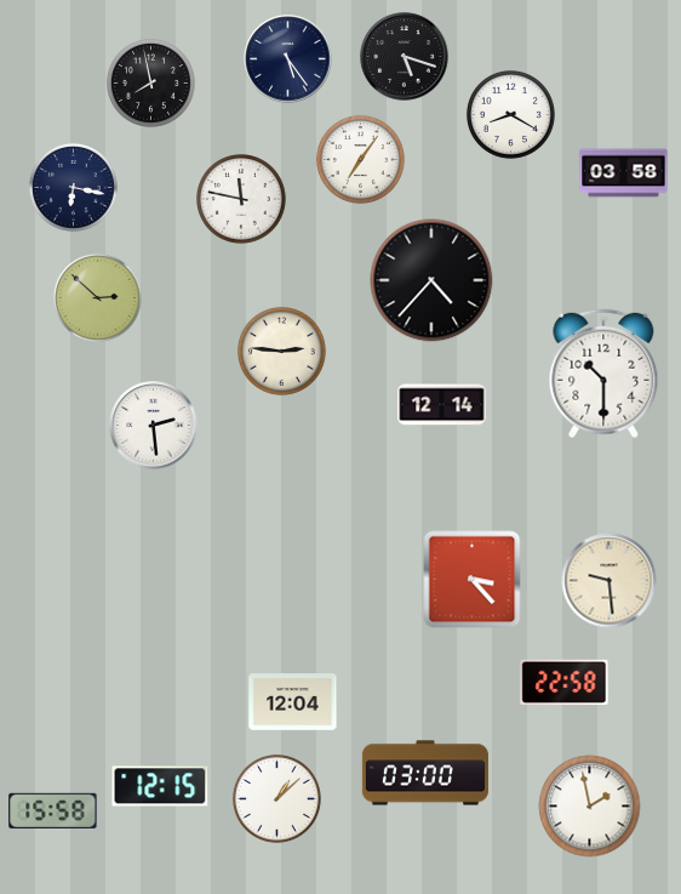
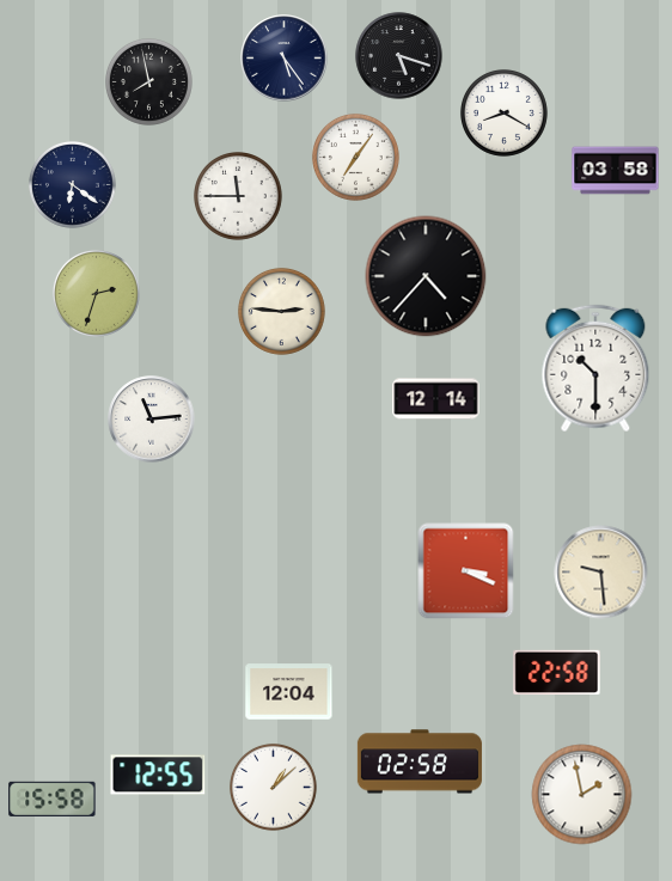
clock at (74, 187): 6:17 -> 6:21
clock at (242, 200): 11:47 -> 11:45
clock at (98, 297): 2:52 -> 2:33
clock at (282, 351) position: (282, 351) -> (282, 311)
clock at (154, 426): 2:29 -> 11:14
clock at (473, 580): 3:23 -> 3:19
clock at (425, 773): 03:00 -> 02:58
clock at (160, 786): 12:15 -> 12:55
